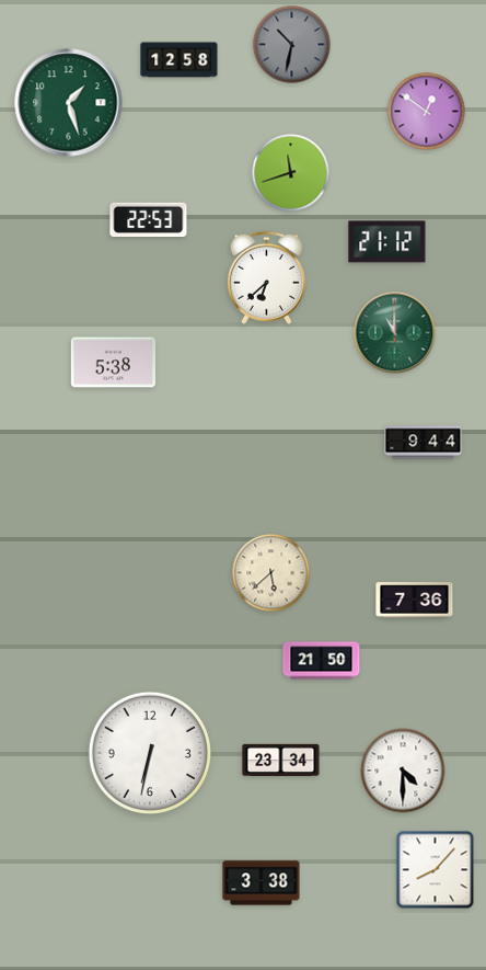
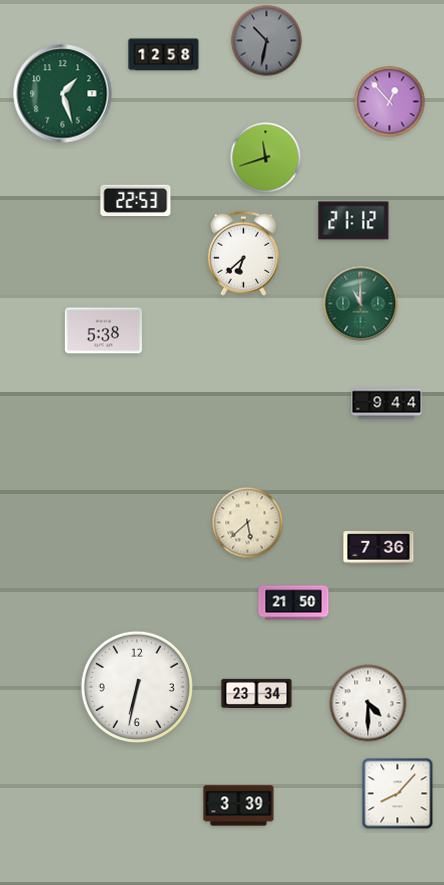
clock at (427, 112): 12:51 -> 12:53
clock at (262, 883): 3:38 -> 3:39
